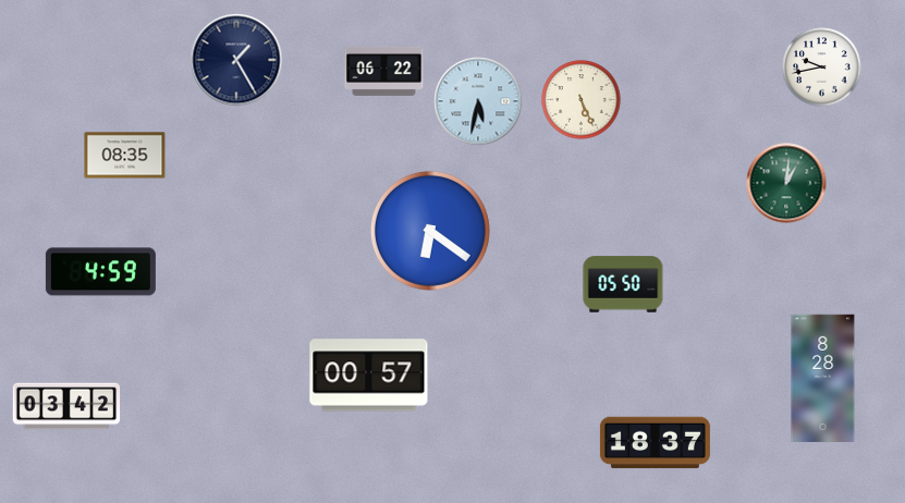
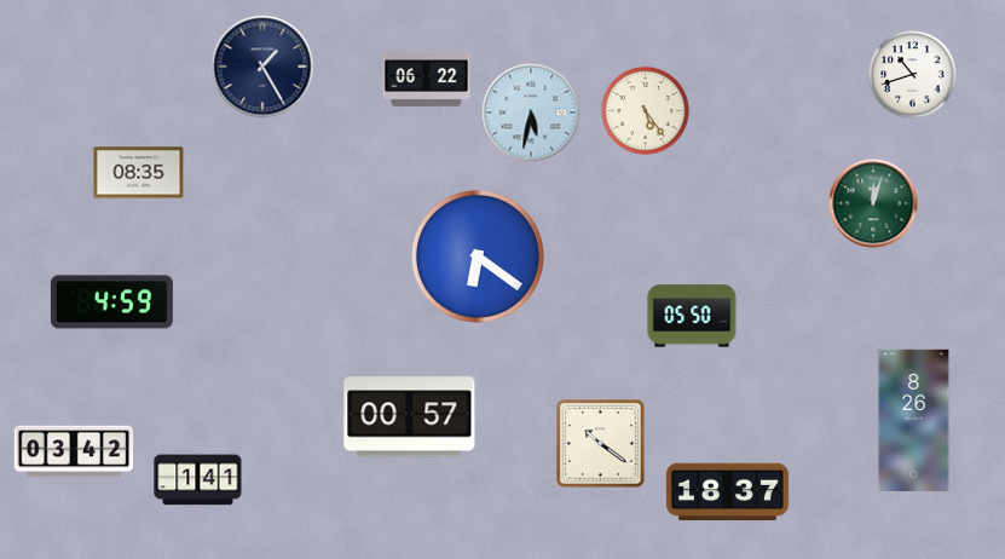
clock at (822, 68): 9:43 -> 10:42
clock at (582, 100): 5:26 -> 5:24
clock at (786, 183): 1:01 -> 12:03
clock at (823, 378): 8:28 -> 8:26
clock at (601, 444): none -> 10:21
clock at (198, 480): none -> 1:41
